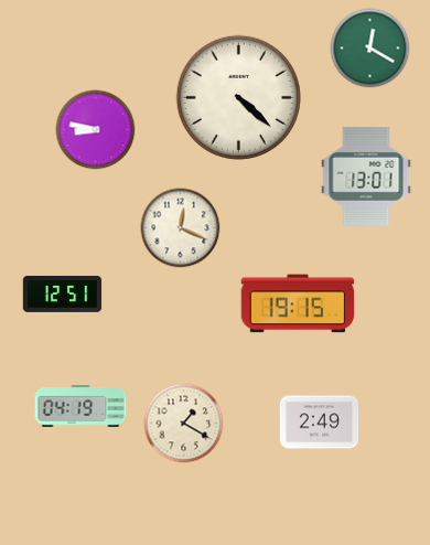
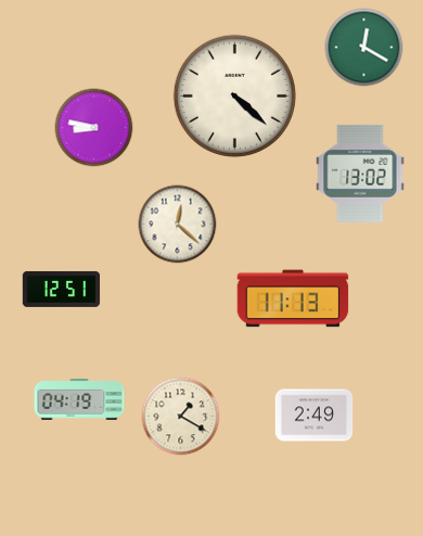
clock at (366, 177): 13:01 -> 13:02
clock at (181, 228): 12:19 -> 12:22
clock at (298, 303): 19:15 -> 11:13
